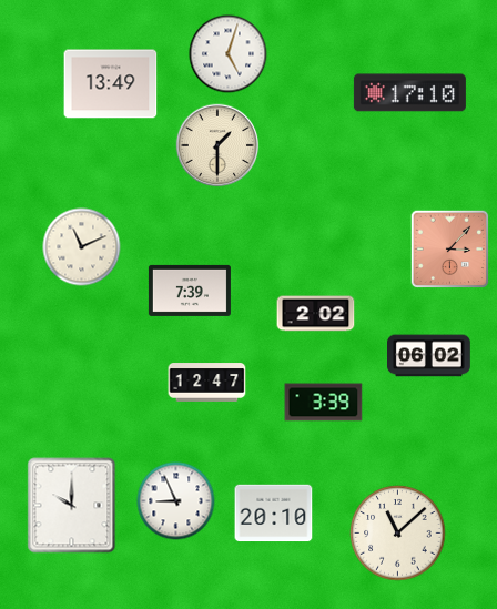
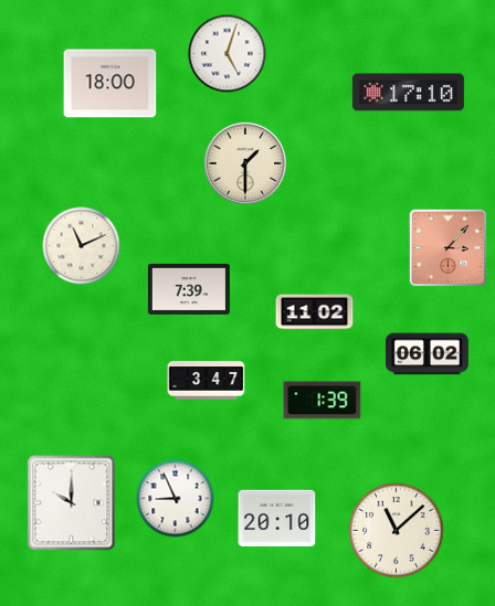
clock at (111, 84): 13:49 -> 18:00
clock at (217, 145) position: (217, 145) -> (245, 163)
clock at (316, 314): 2:02 -> 11:02
clock at (207, 383): 12:47 -> 3:47
clock at (324, 403): 3:39 -> 1:39
clock at (274, 514) position: (274, 514) -> (277, 519)
